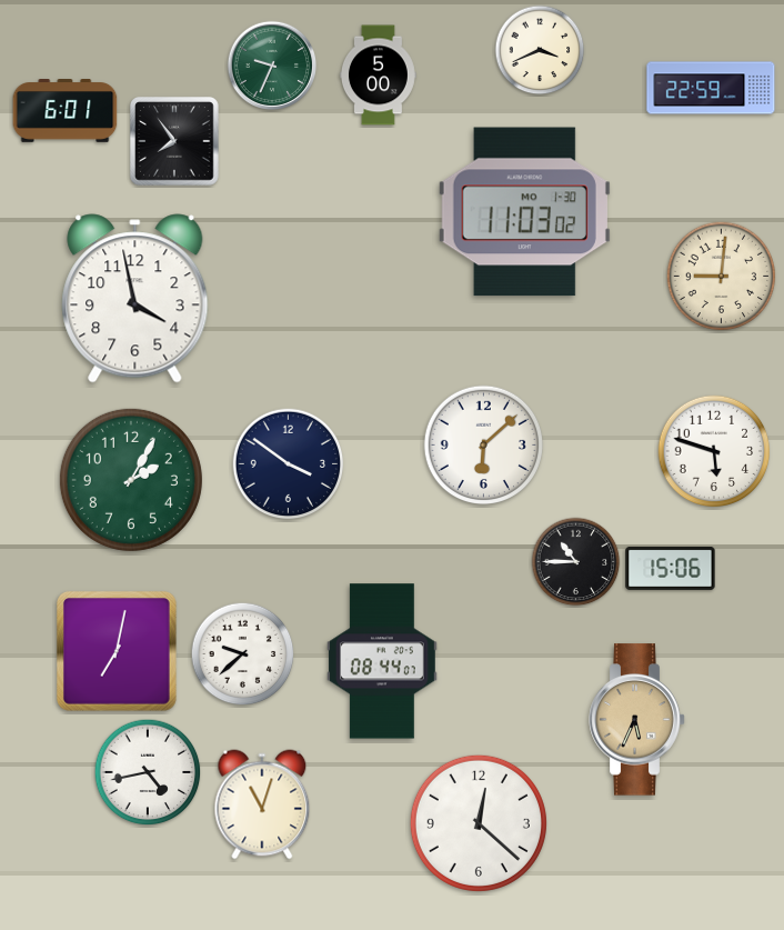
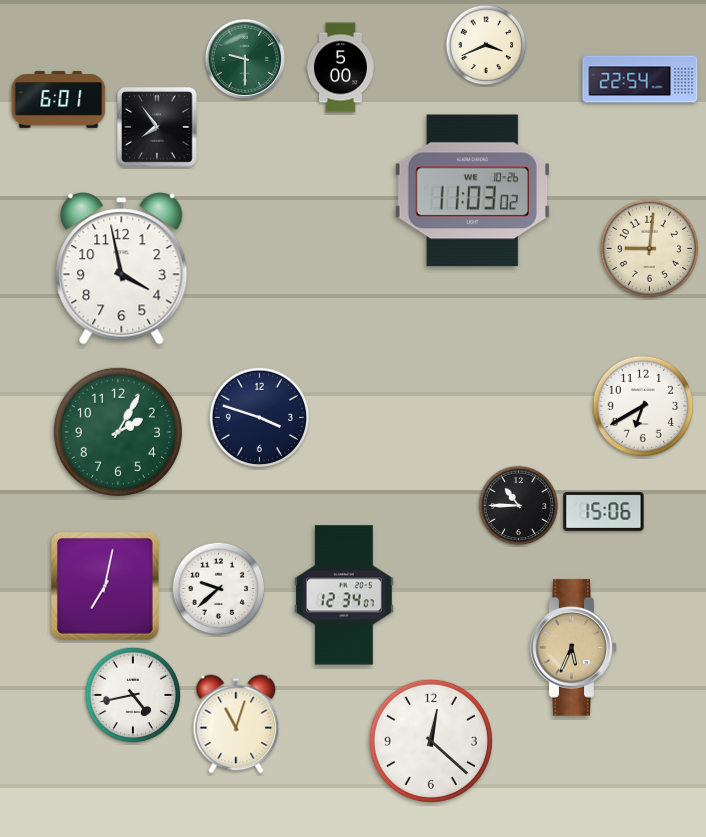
clock at (272, 66): 9:34 -> 9:30
clock at (711, 88): 22:59 -> 22:54
clock at (524, 212) date: MO 1-30 -> WE 10-26
clock at (483, 444): 6:08 -> none
clock at (714, 451): 5:48 -> 6:40
clock at (289, 464): 3:51 -> 3:48
clock at (382, 661): 08:44 -> 12:34
